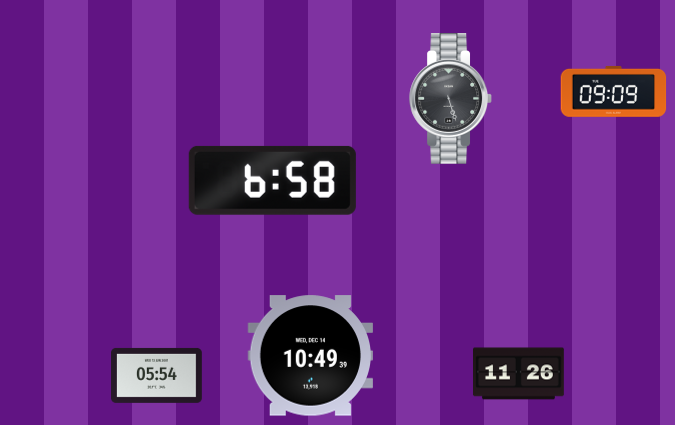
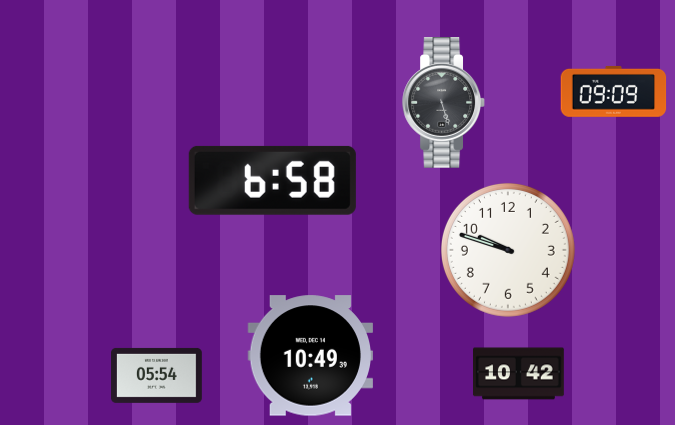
clock at (450, 99) position: (450, 99) -> (443, 103)
clock at (508, 250): none -> 9:48
clock at (519, 374): 11:26 -> 10:42
